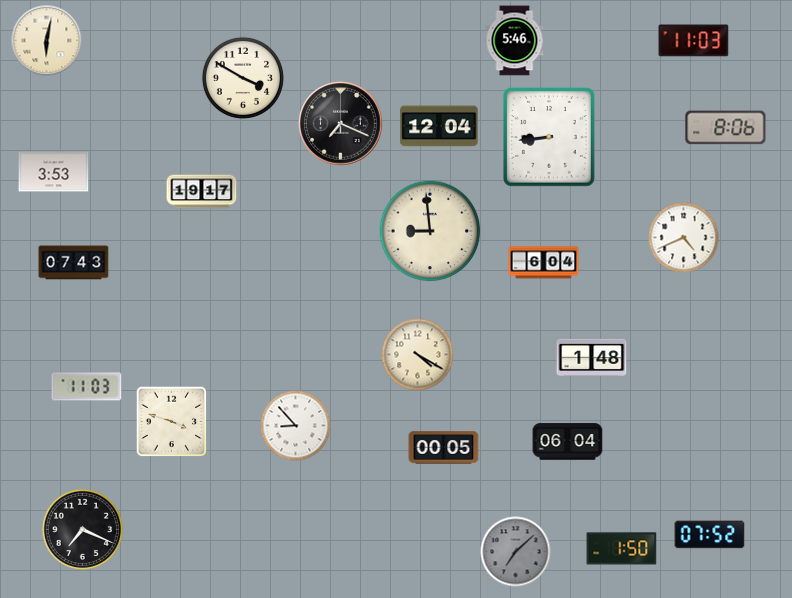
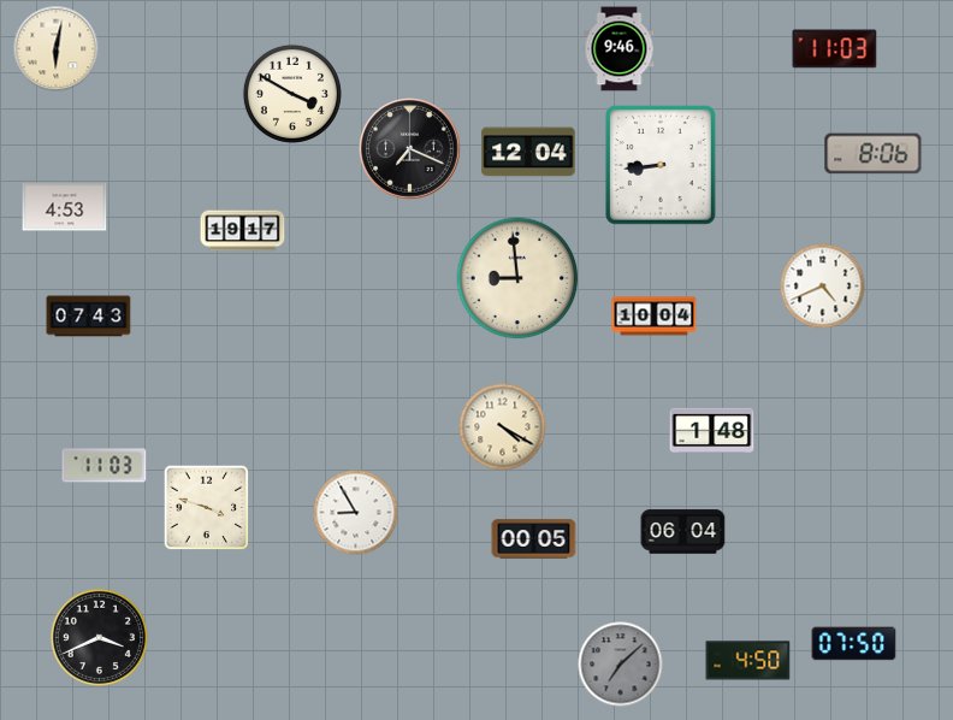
clock at (515, 41): 5:46 -> 9:46
clock at (54, 172): 3:53 -> 4:53
clock at (544, 263): 6:04 -> 10:04
clock at (296, 426): 8:53 -> 8:55
clock at (82, 529): 7:19 -> 3:41
clock at (710, 535): 07:52 -> 07:50
clock at (622, 549): 1:50 -> 4:50
